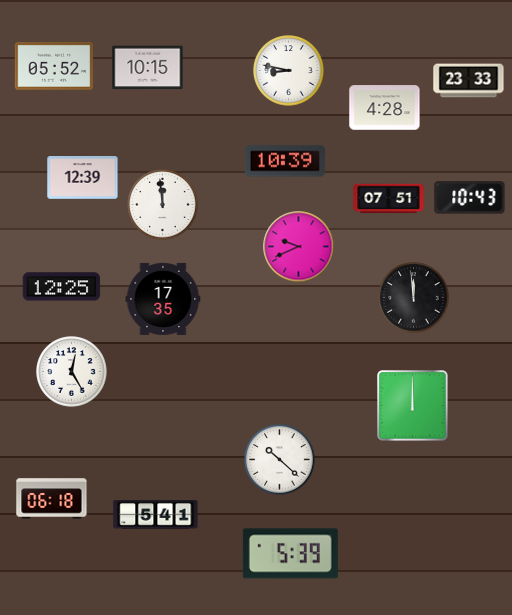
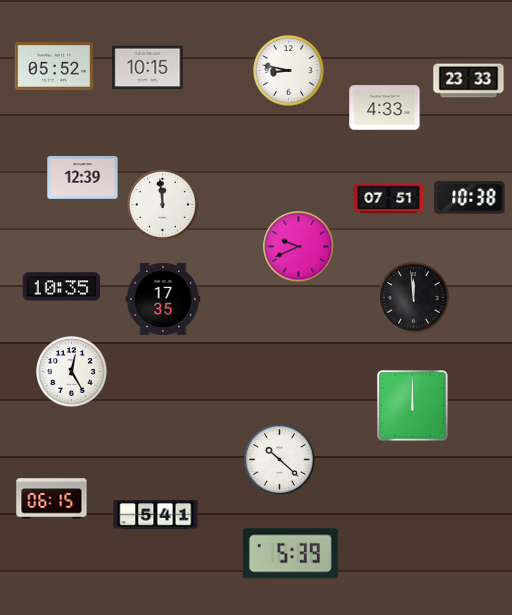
clock at (385, 108): 4:28 -> 4:33
clock at (285, 161): 10:39 -> none
clock at (470, 198): 10:43 -> 10:38
clock at (62, 287): 12:25 -> 10:35
clock at (52, 499): 06:18 -> 06:15
